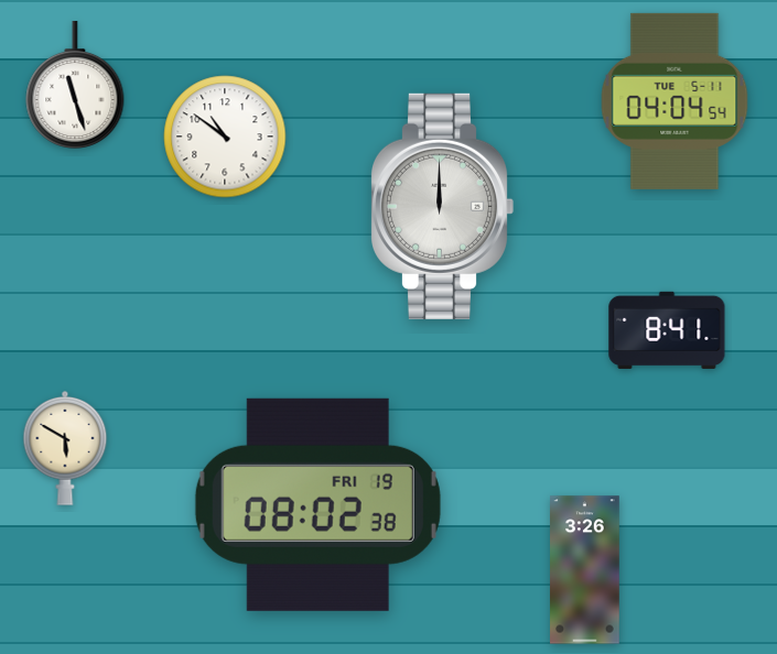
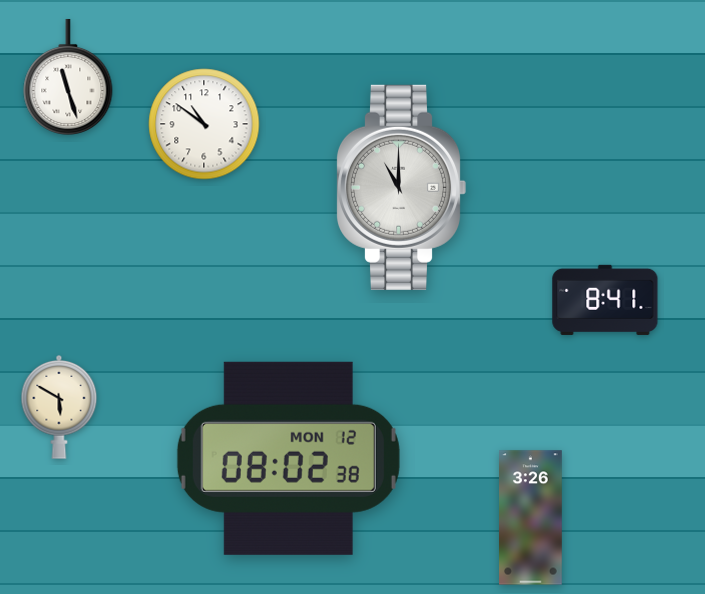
clock at (675, 101): 04:04 -> none
clock at (442, 206): 12:00 -> 11:00
clock at (317, 504) date: FRI 19 -> MON 12
